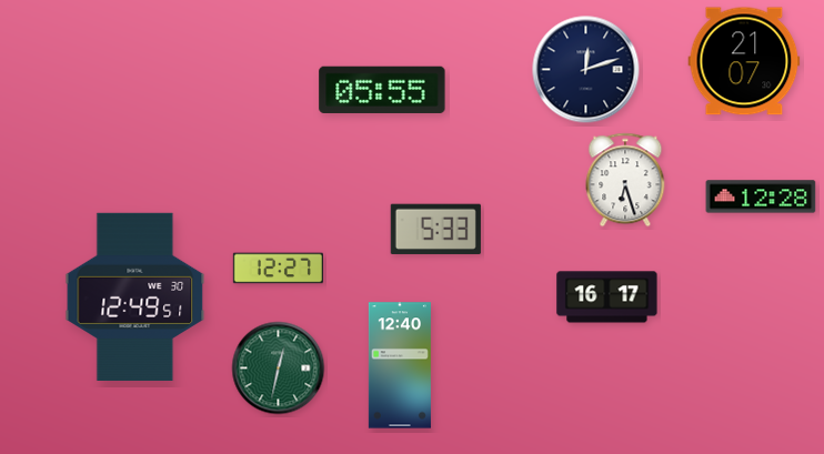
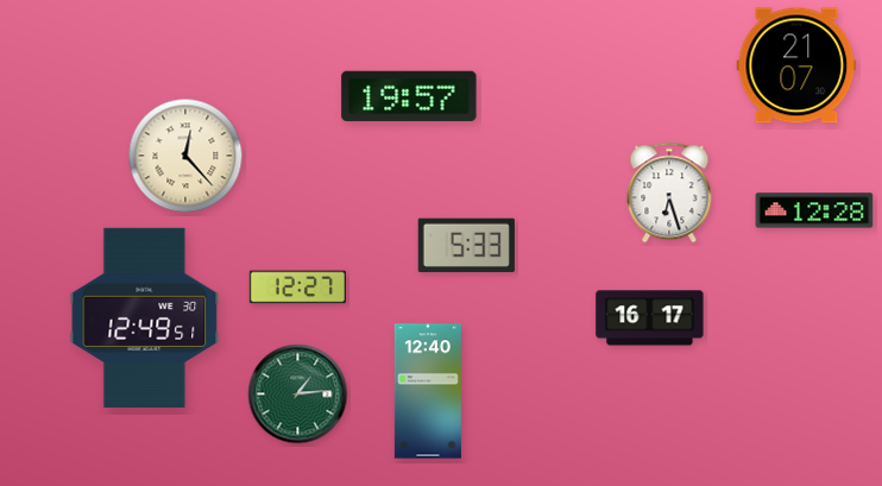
clock at (586, 70): 12:12 -> none
clock at (382, 90): 05:55 -> 19:57
clock at (185, 156): none -> 12:23
clock at (279, 369): 12:32 -> 1:14
